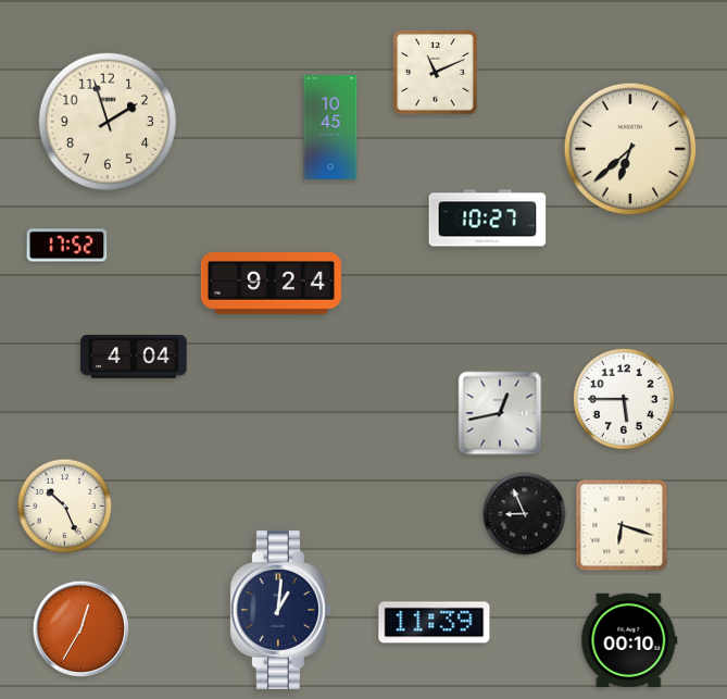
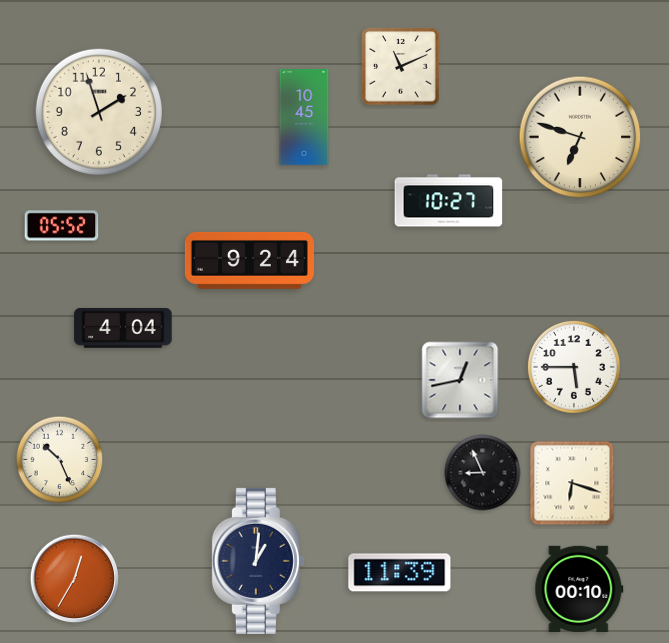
clock at (630, 149): 6:38 -> 6:48
clock at (67, 246): 17:52 -> 05:52
clock at (65, 507) position: (65, 507) -> (60, 460)
